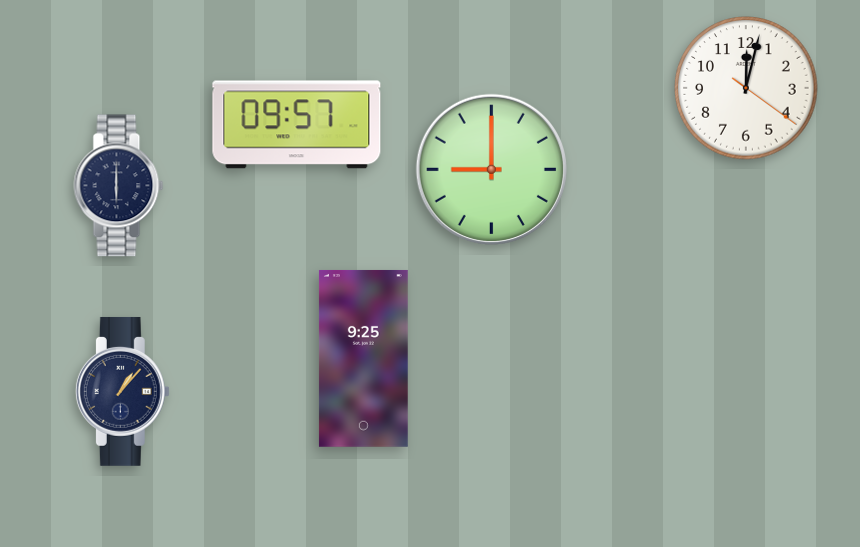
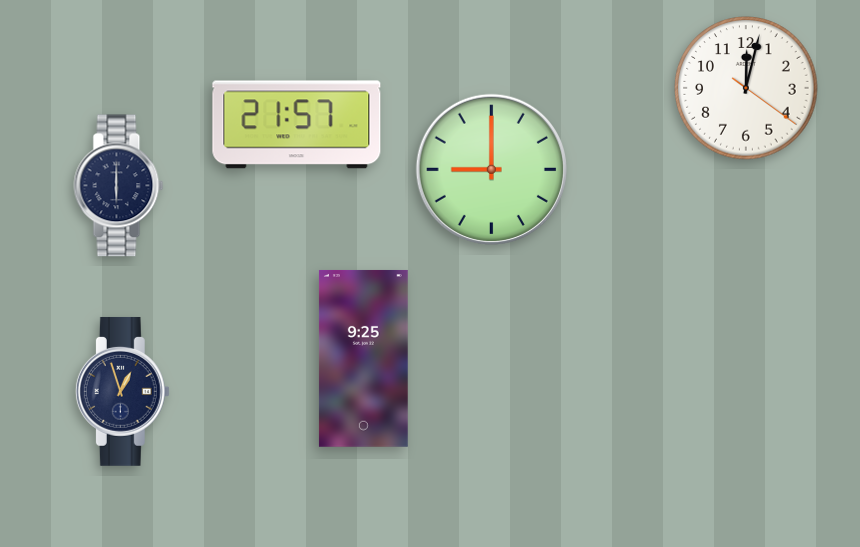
clock at (297, 125): 09:57 -> 21:57
clock at (122, 391): 1:07 -> 12:57
